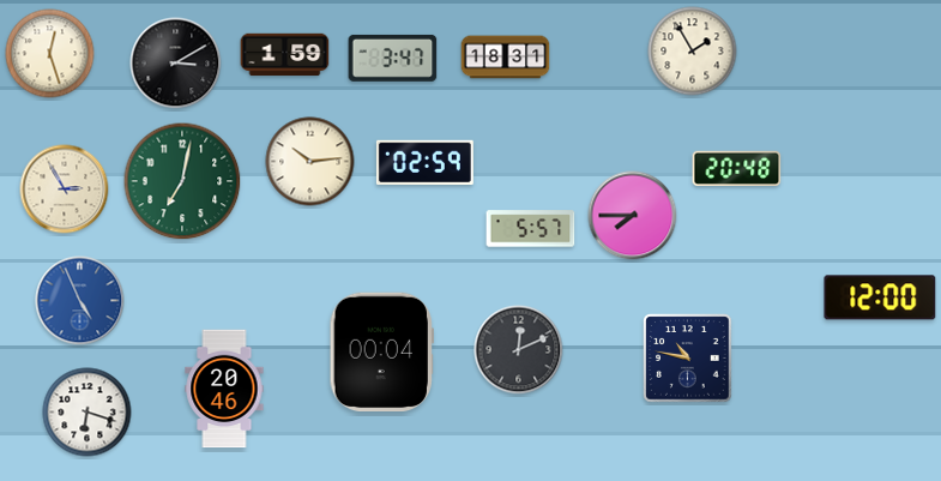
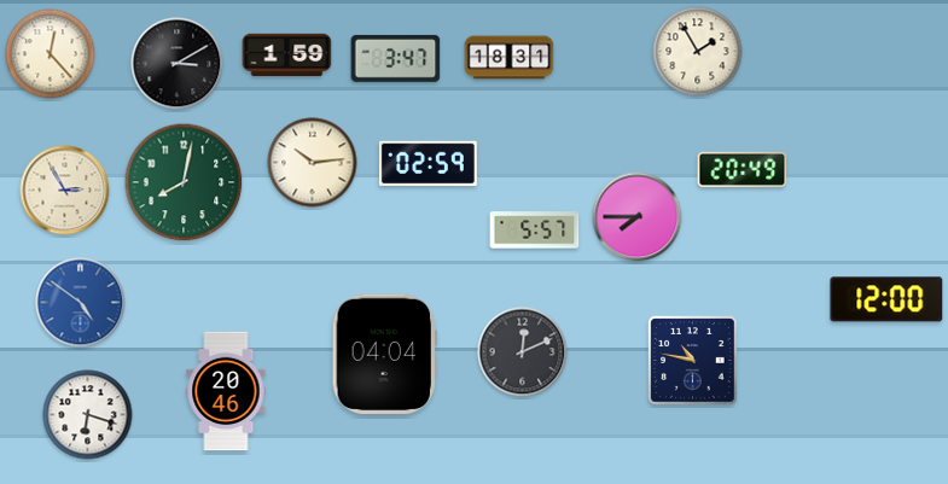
clock at (50, 54): 12:27 -> 12:23
clock at (737, 168): 20:48 -> 20:49
clock at (182, 181): 7:02 -> 8:02
clock at (80, 301): 4:56 -> 4:51
clock at (381, 351): 00:04 -> 04:04
